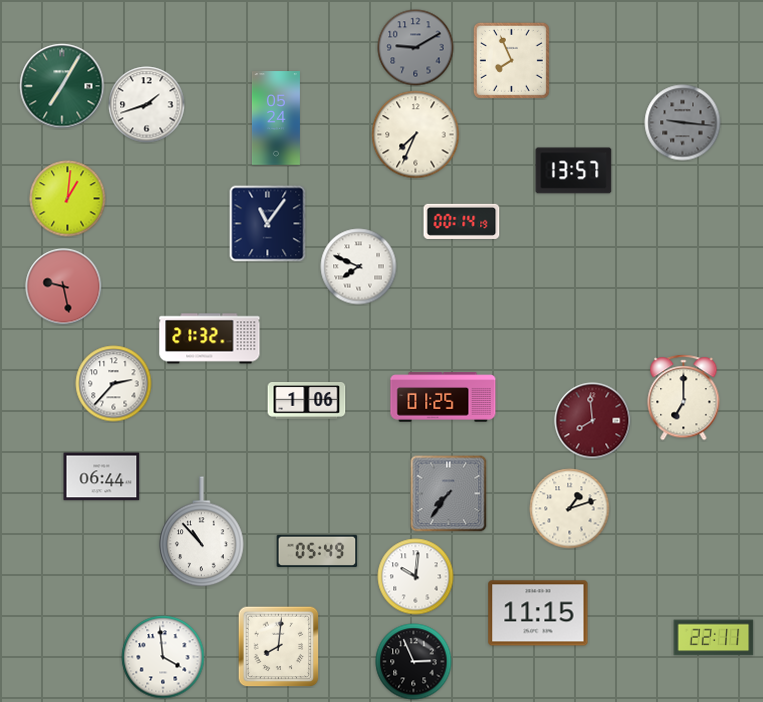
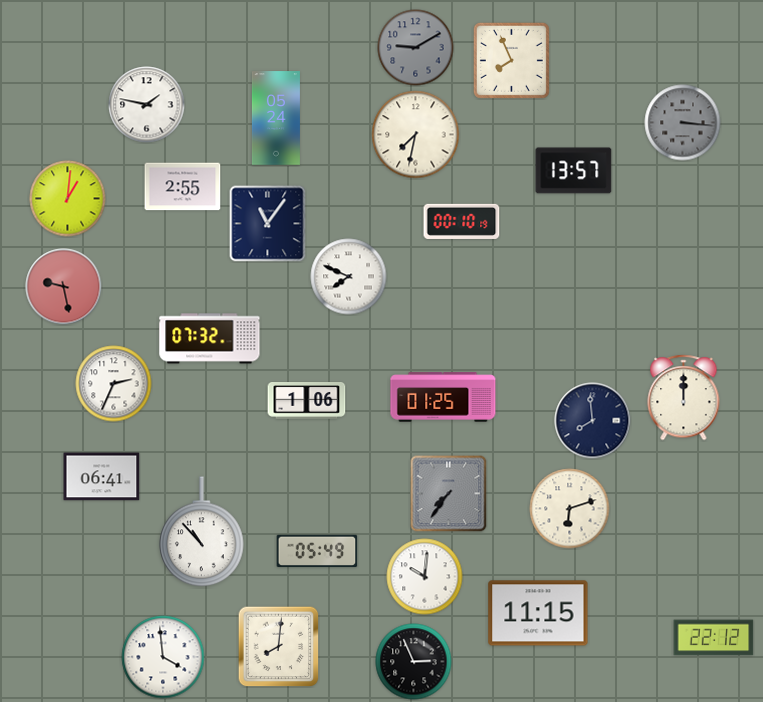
clock at (62, 86): 7:05 -> none
clock at (147, 105): 1:42 -> 1:47
clock at (683, 123): 9:16 -> 3:16
clock at (416, 135): 7:34 -> 7:32
clock at (183, 187): none -> 2:55
clock at (462, 221): 00:14 -> 00:10
clock at (359, 267) position: (359, 267) -> (349, 277)
clock at (210, 339): 21:32 -> 07:32
clock at (114, 384): 2:37 -> 2:34
clock at (684, 398): 7:00 -> 12:00
clock at (593, 421) dial: burgundy -> navy
clock at (102, 477): 06:44 -> 06:41
clock at (570, 509): 1:12 -> 6:12
clock at (416, 577) position: (416, 577) -> (425, 577)
clock at (714, 638): 22:11 -> 22:12
